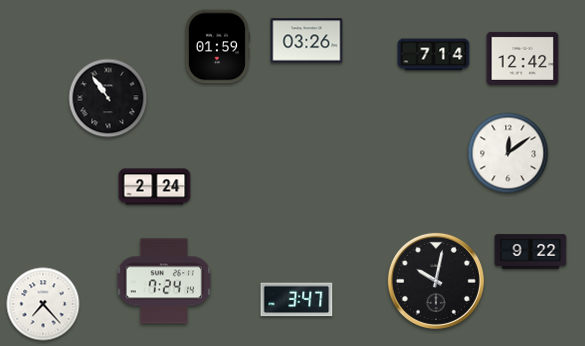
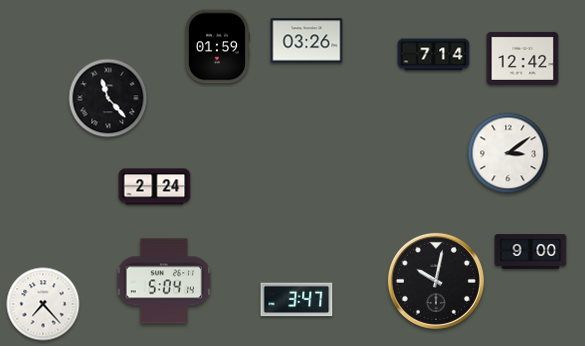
clock at (108, 98): 10:54 -> 11:23
clock at (508, 153): 12:09 -> 3:09
clock at (531, 252): 9:22 -> 9:00
clock at (164, 281): 7:24 -> 5:04
